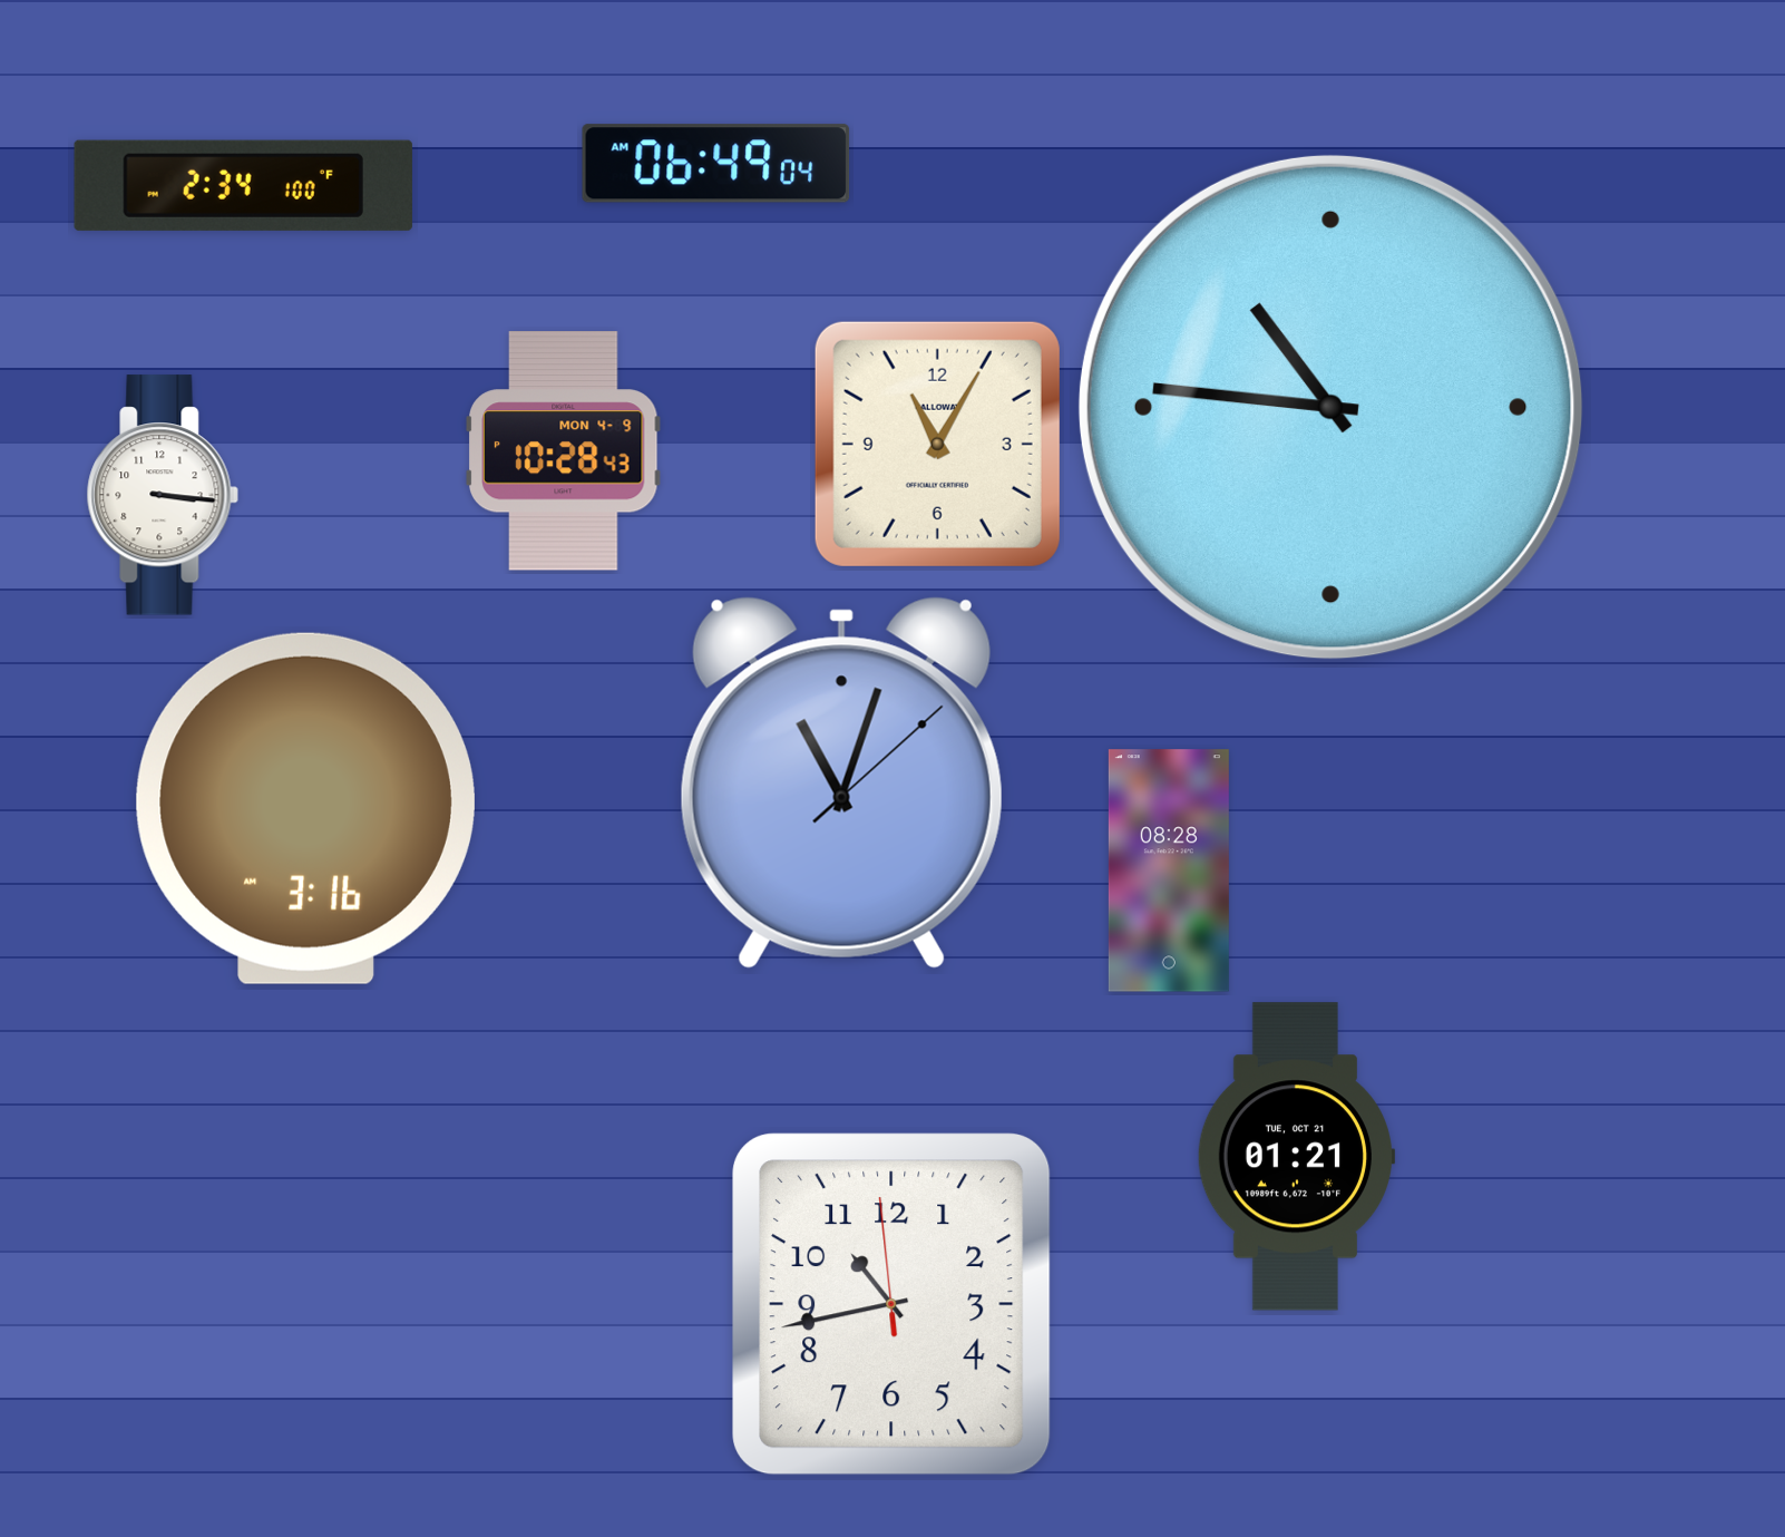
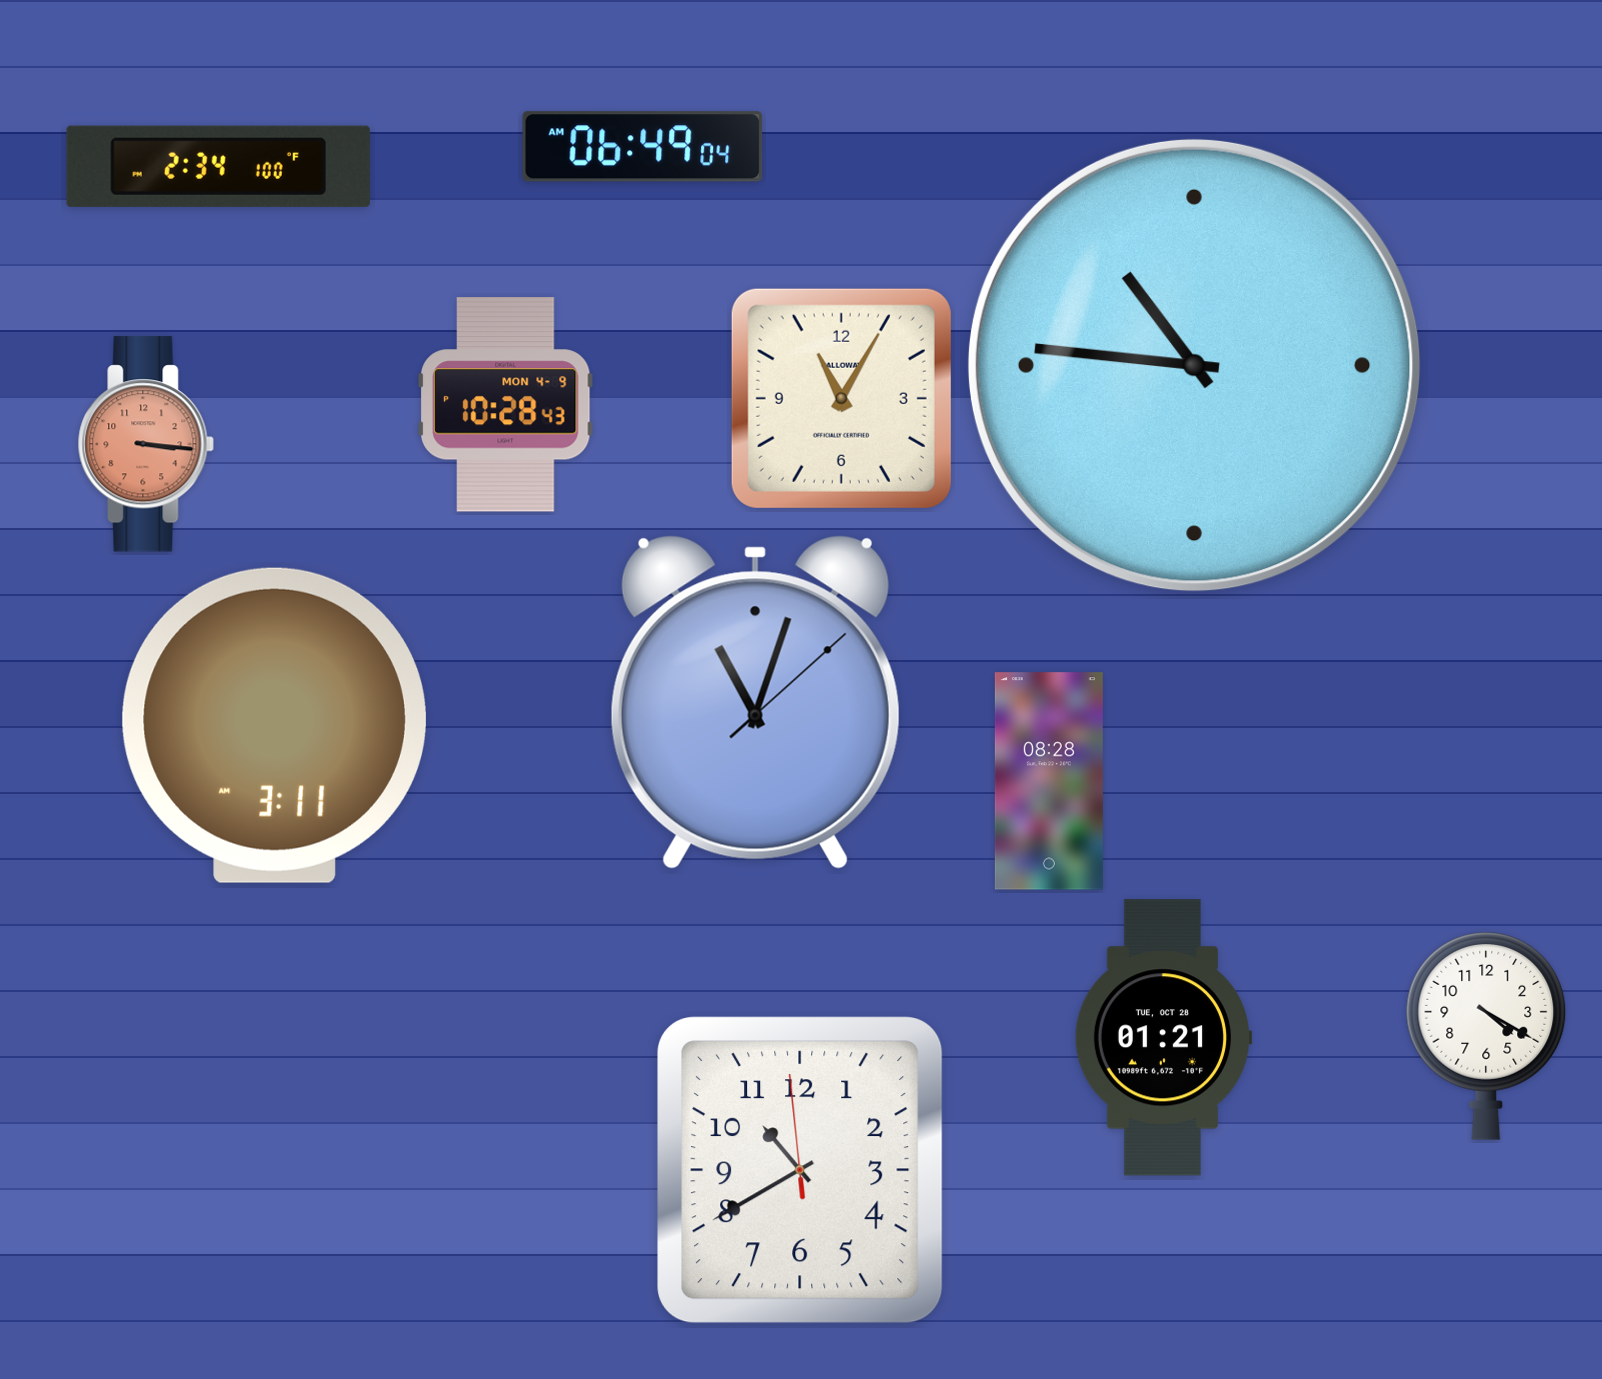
clock at (163, 495) dial: white -> salmon
clock at (305, 808): 3:16 -> 3:11
clock at (1486, 1036): none -> 4:20
clock at (1296, 1157) date: TUE, OCT 21 -> TUE, OCT 28
clock at (891, 1305): 10:42 -> 10:39
